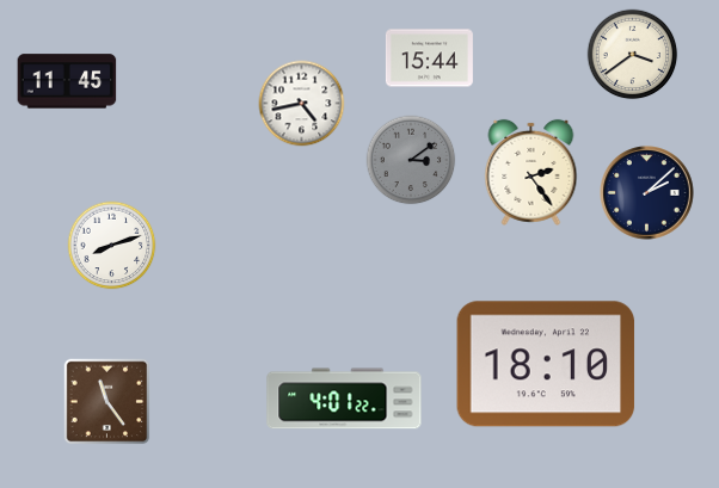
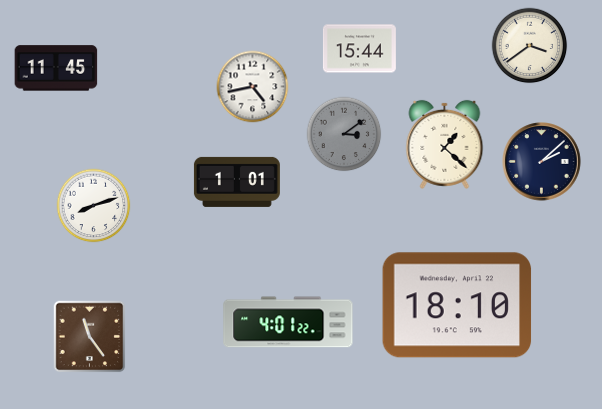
clock at (531, 172): 2:24 -> 1:22
clock at (237, 182): none -> 1:01
clock at (344, 399) position: (344, 399) -> (288, 322)
